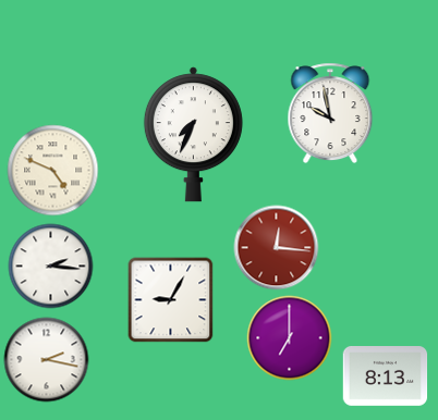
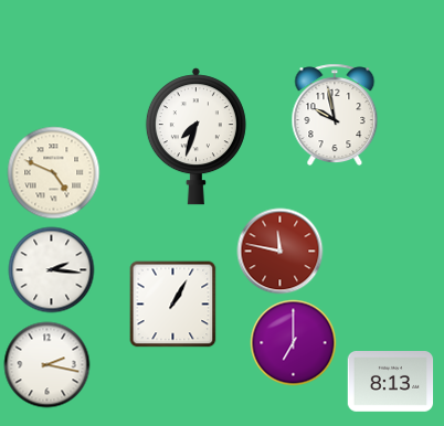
clock at (193, 135): 7:34 -> 7:33
clock at (276, 247): 12:16 -> 11:47
clock at (170, 299): 9:05 -> 1:05
